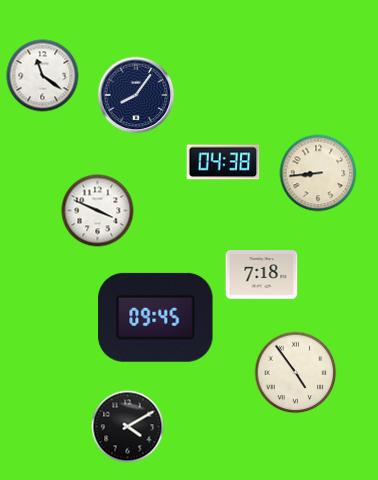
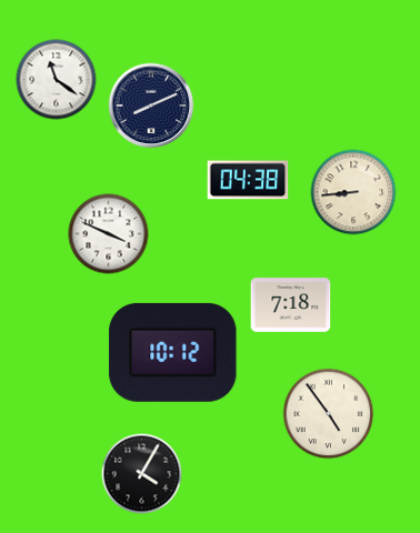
clock at (43, 76) position: (43, 76) -> (57, 80)
clock at (136, 95): 8:06 -> 8:11
clock at (156, 317): 09:45 -> 10:12
clock at (128, 427): 4:10 -> 4:05
